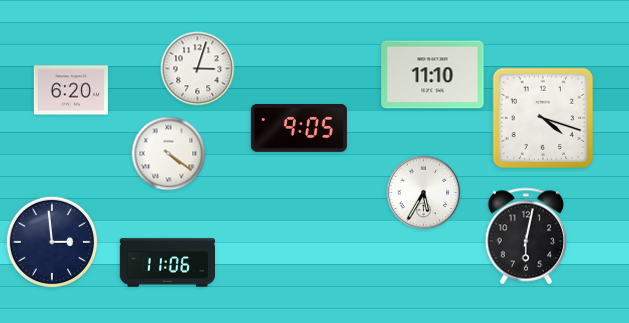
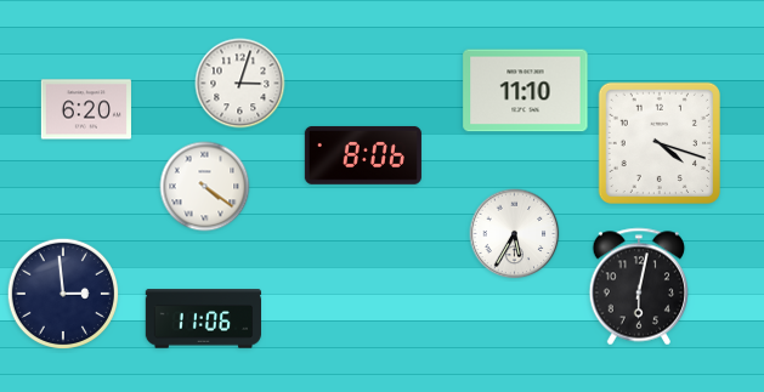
clock at (299, 128): 9:05 -> 8:06
